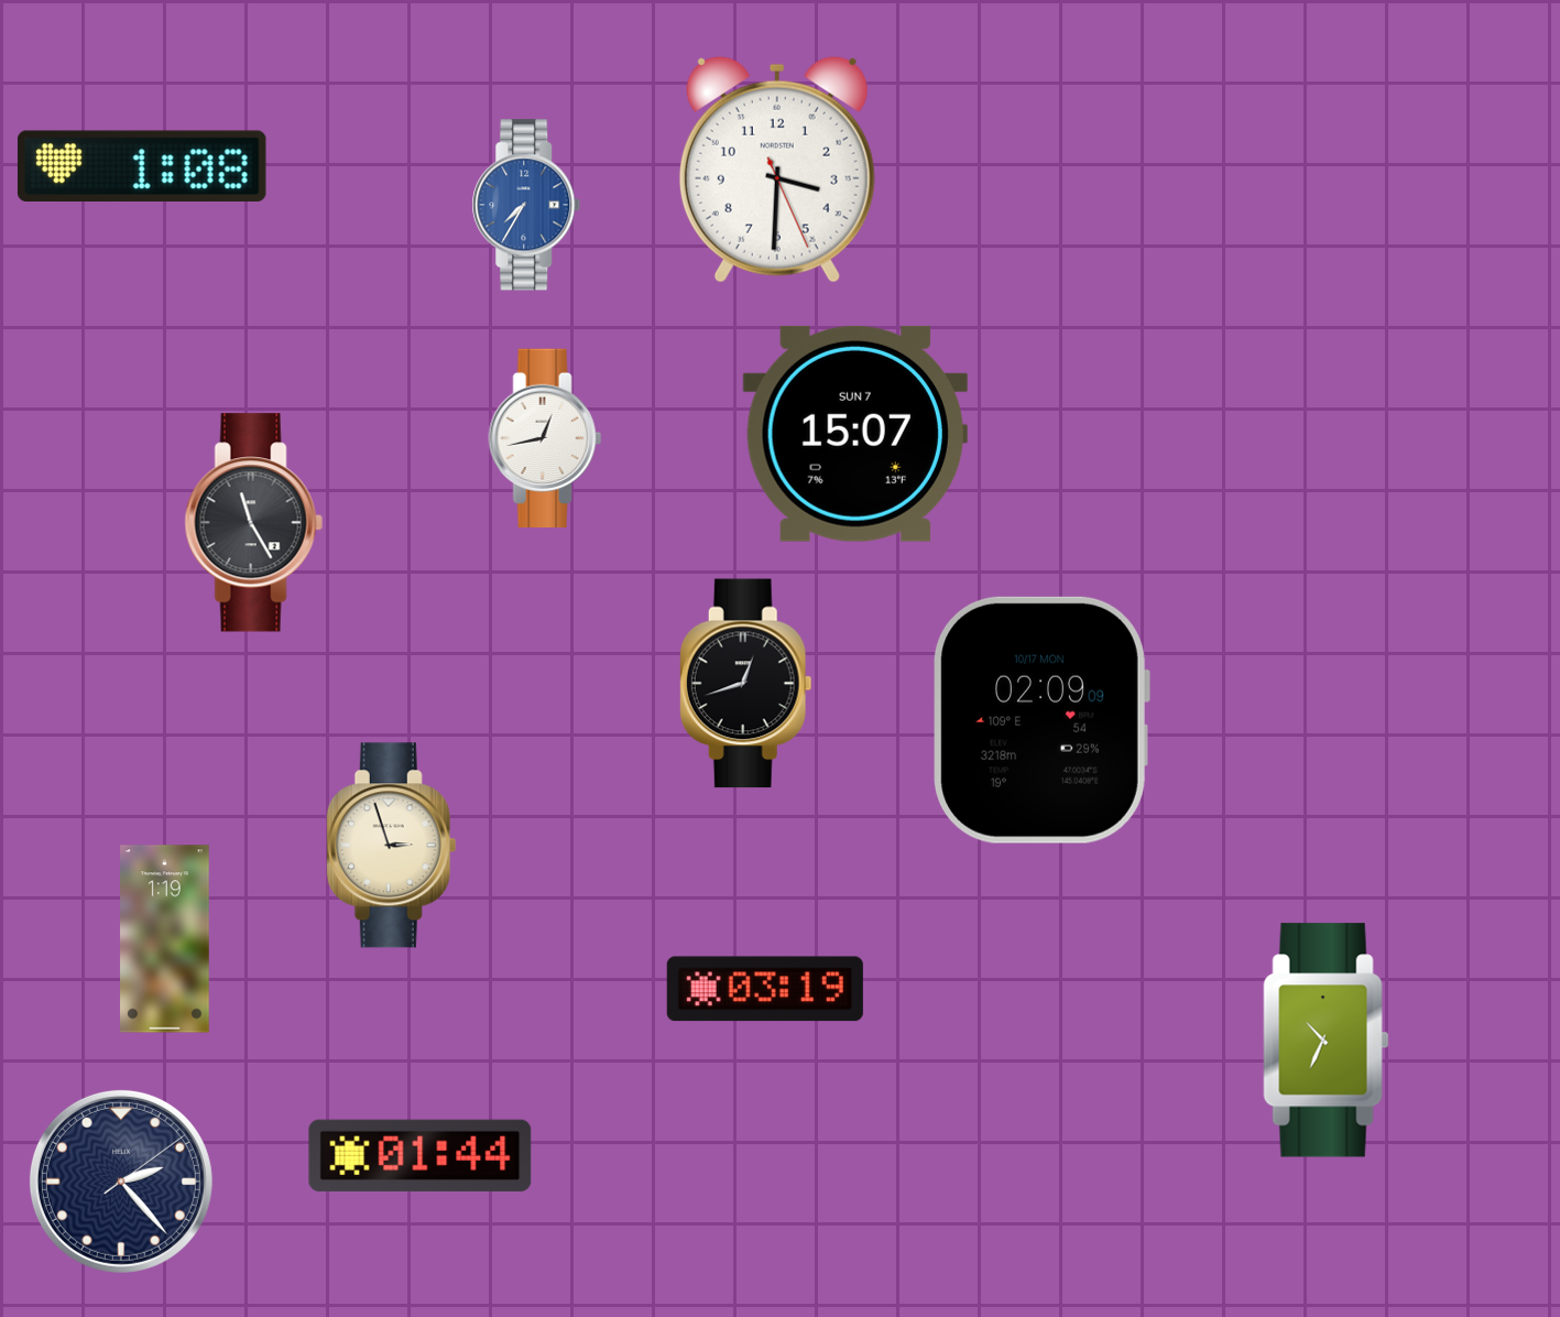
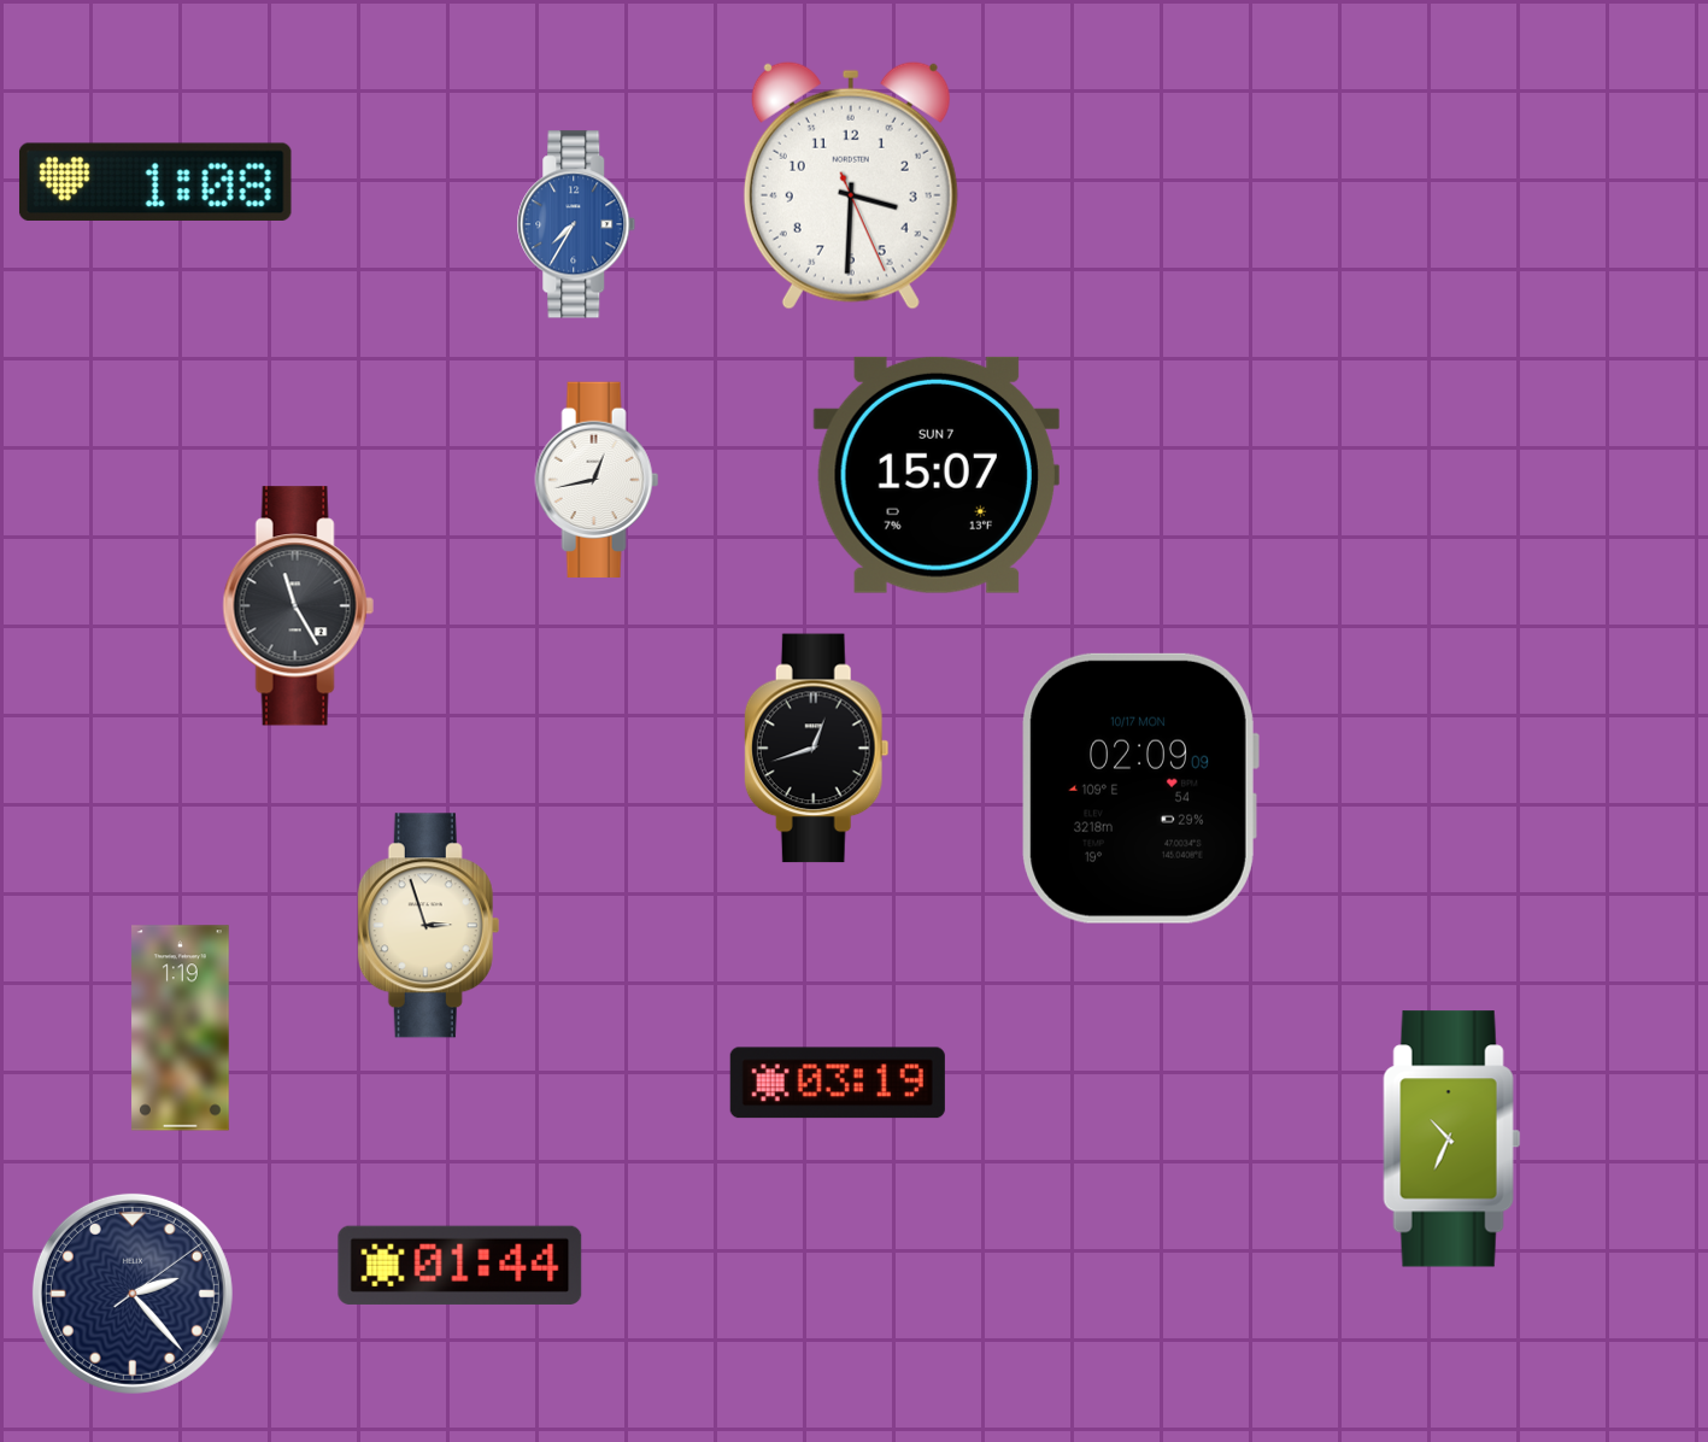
clock at (253, 523) position: (253, 523) -> (298, 606)
